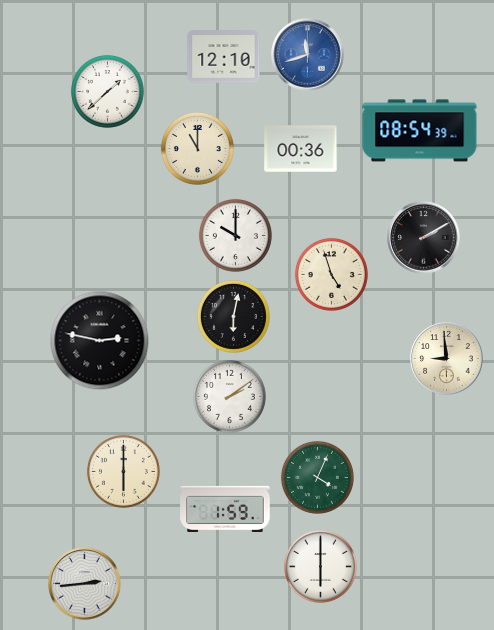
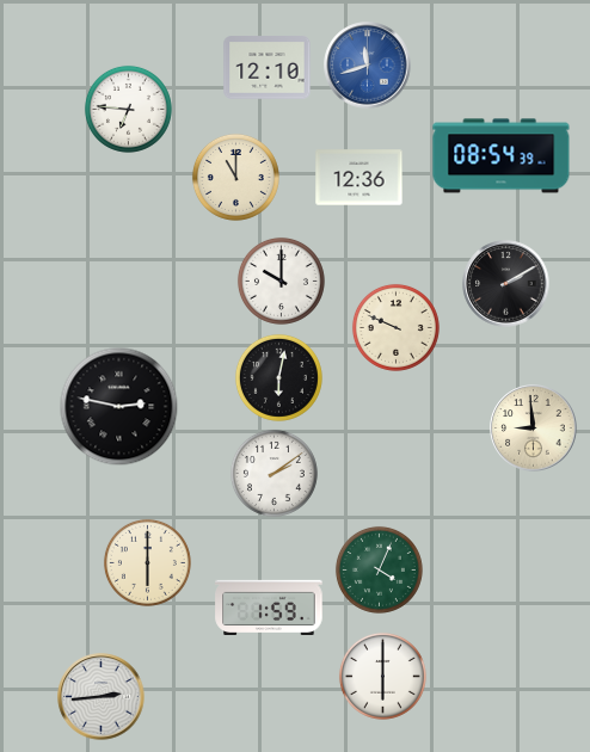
clock at (107, 91): 1:38 -> 6:46
clock at (301, 149): 00:36 -> 12:36
clock at (331, 274): 4:57 -> 9:49
